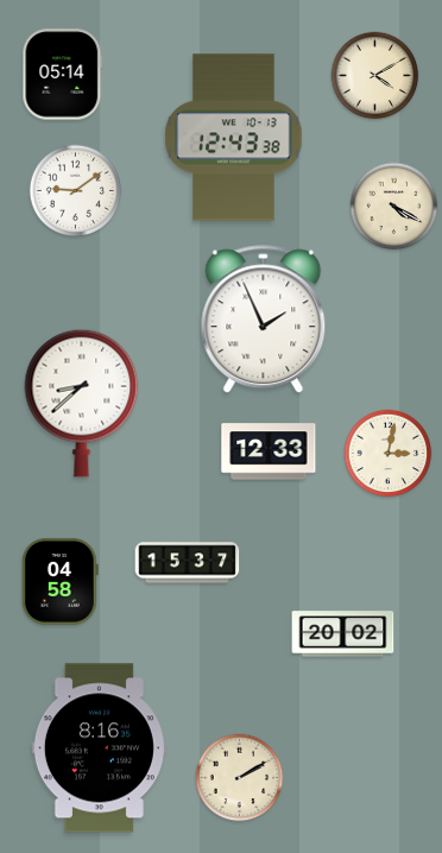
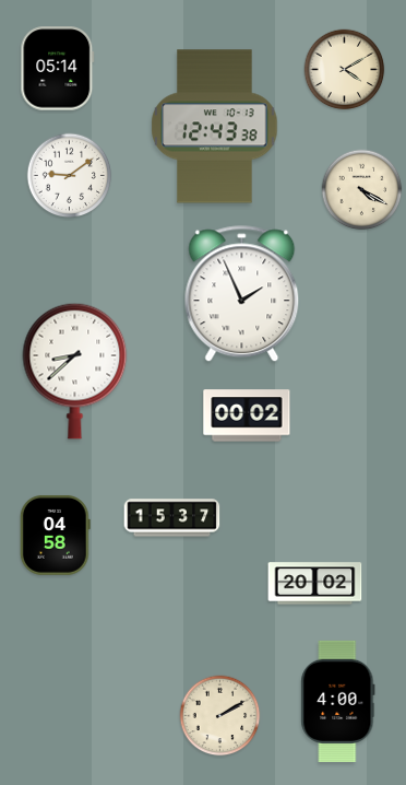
clock at (269, 451): 12:33 -> 00:02
clock at (389, 454): 3:02 -> none
clock at (99, 748): 8:16 -> none
clock at (338, 701): none -> 4:00
